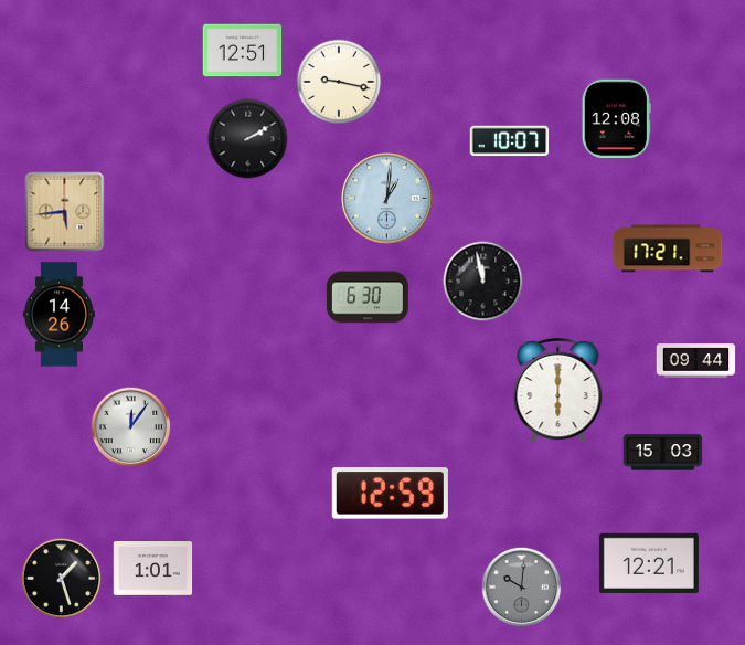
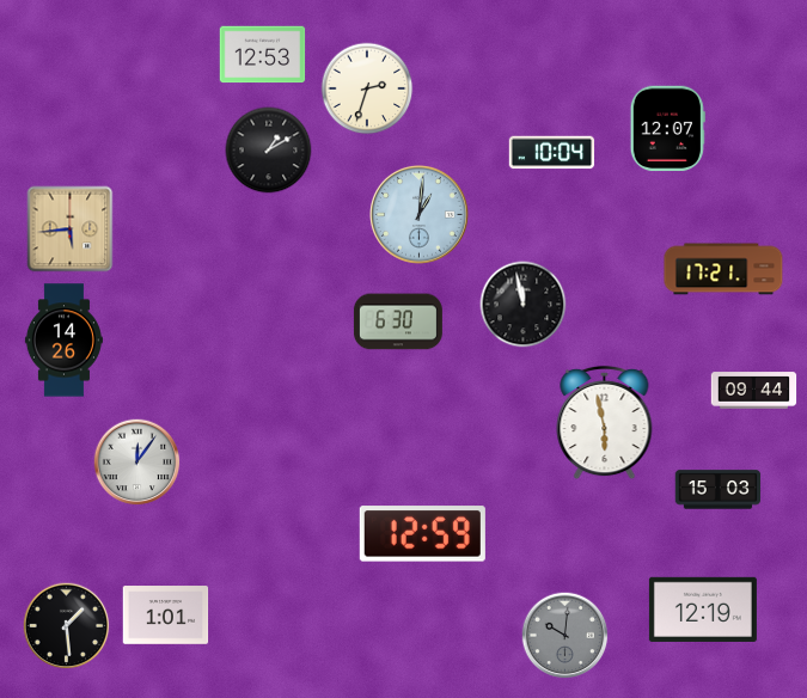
clock at (243, 51): 12:51 -> 12:53
clock at (339, 82): 9:17 -> 2:33
clock at (616, 119): 12:08 -> 12:07
clock at (248, 139): 2:10 -> 1:10
clock at (510, 141): 10:07 -> 10:04
clock at (558, 391): 6:00 -> 5:58
clock at (131, 427) position: (131, 427) -> (137, 463)
clock at (649, 563): 12:21 -> 12:19
clock at (62, 579): 1:27 -> 1:29
